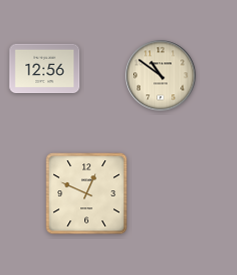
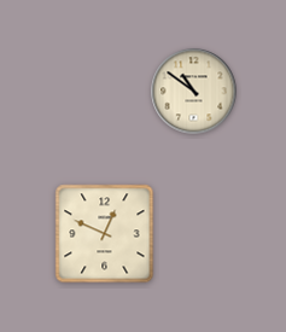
clock at (45, 69): 12:56 -> none
